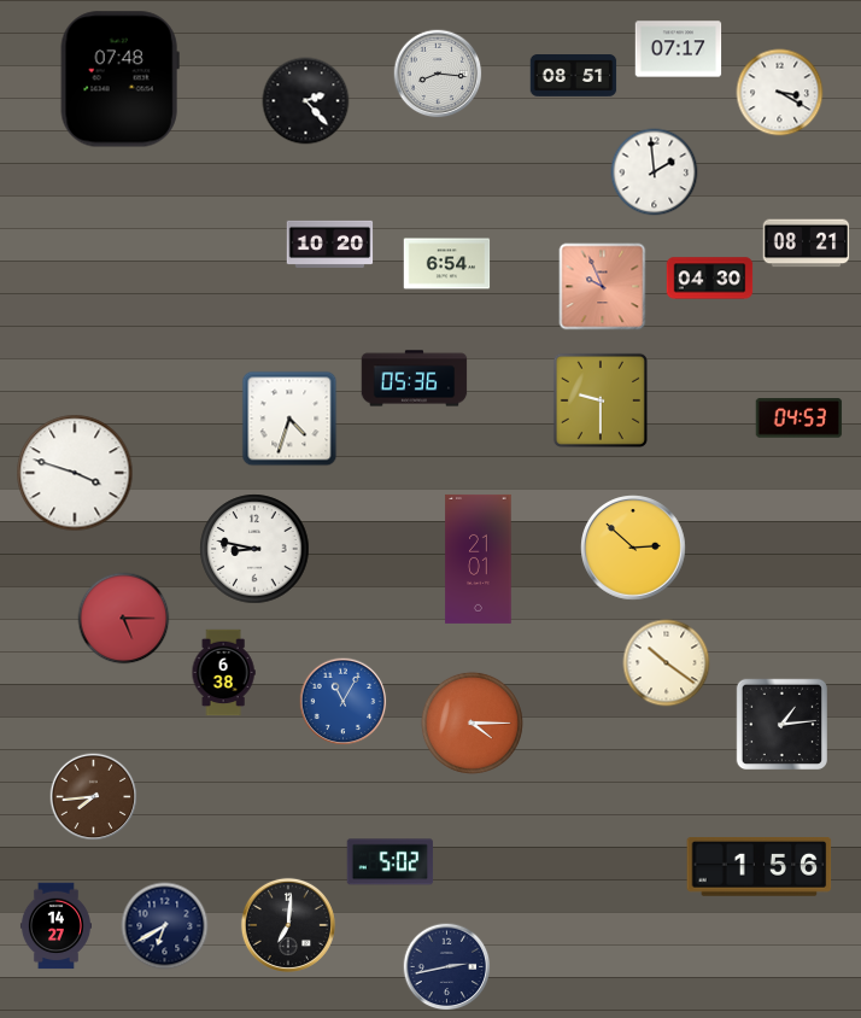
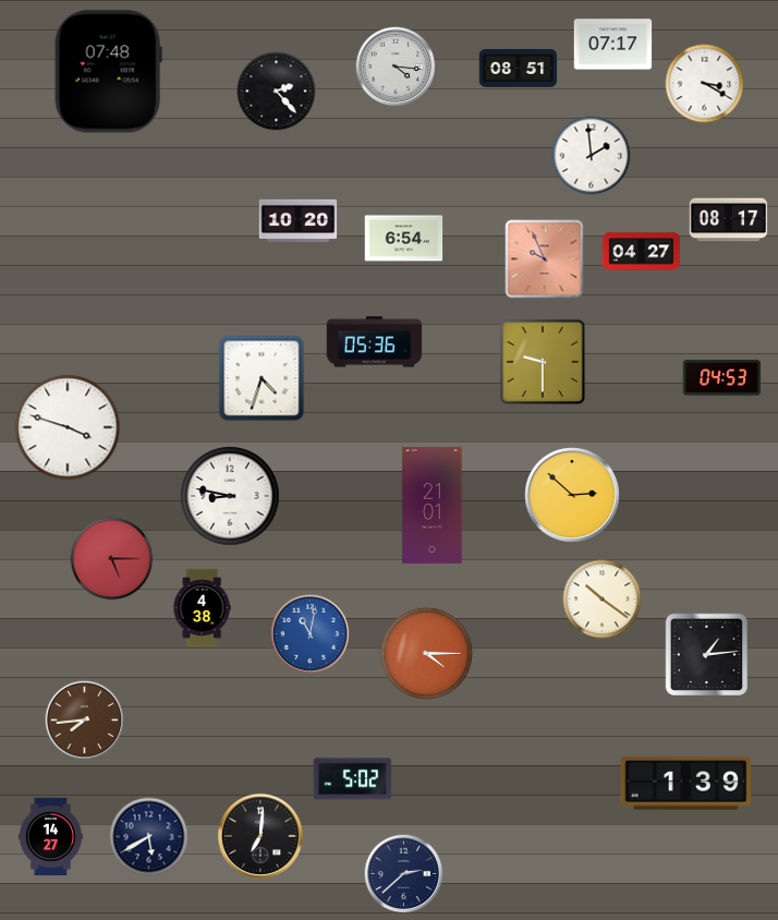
clock at (438, 74): 8:16 -> 4:16
clock at (807, 244): 08:21 -> 08:17
clock at (710, 279): 04:30 -> 04:27
clock at (223, 673): 6:38 -> 4:38
clock at (344, 702): 11:05 -> 11:02
clock at (760, 867): 1:56 -> 1:39
clock at (165, 926): 6:40 -> 5:40
clock at (447, 967): 2:43 -> 2:38
